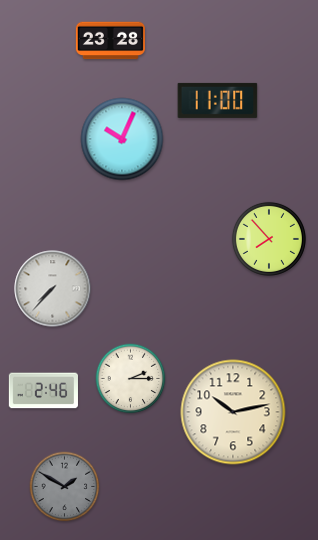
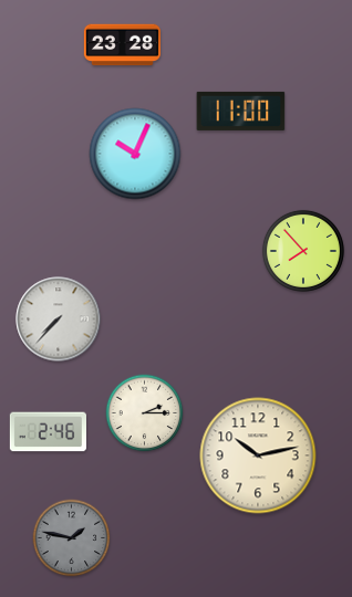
clock at (269, 239) position: (269, 239) -> (303, 251)
clock at (131, 379) position: (131, 379) -> (145, 413)
clock at (65, 487): 1:50 -> 1:47
